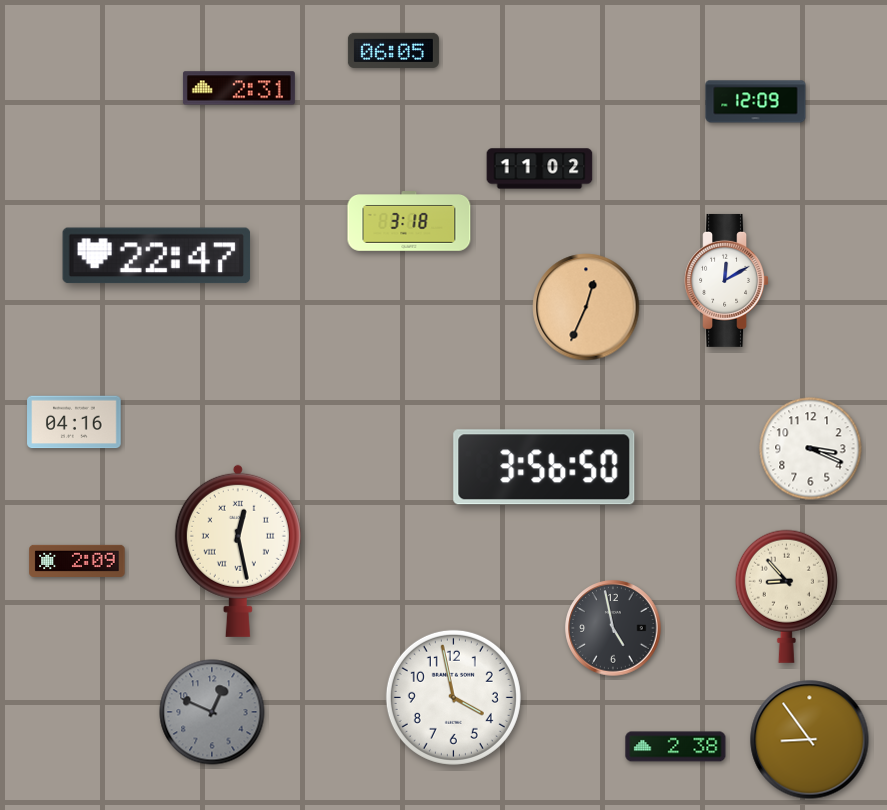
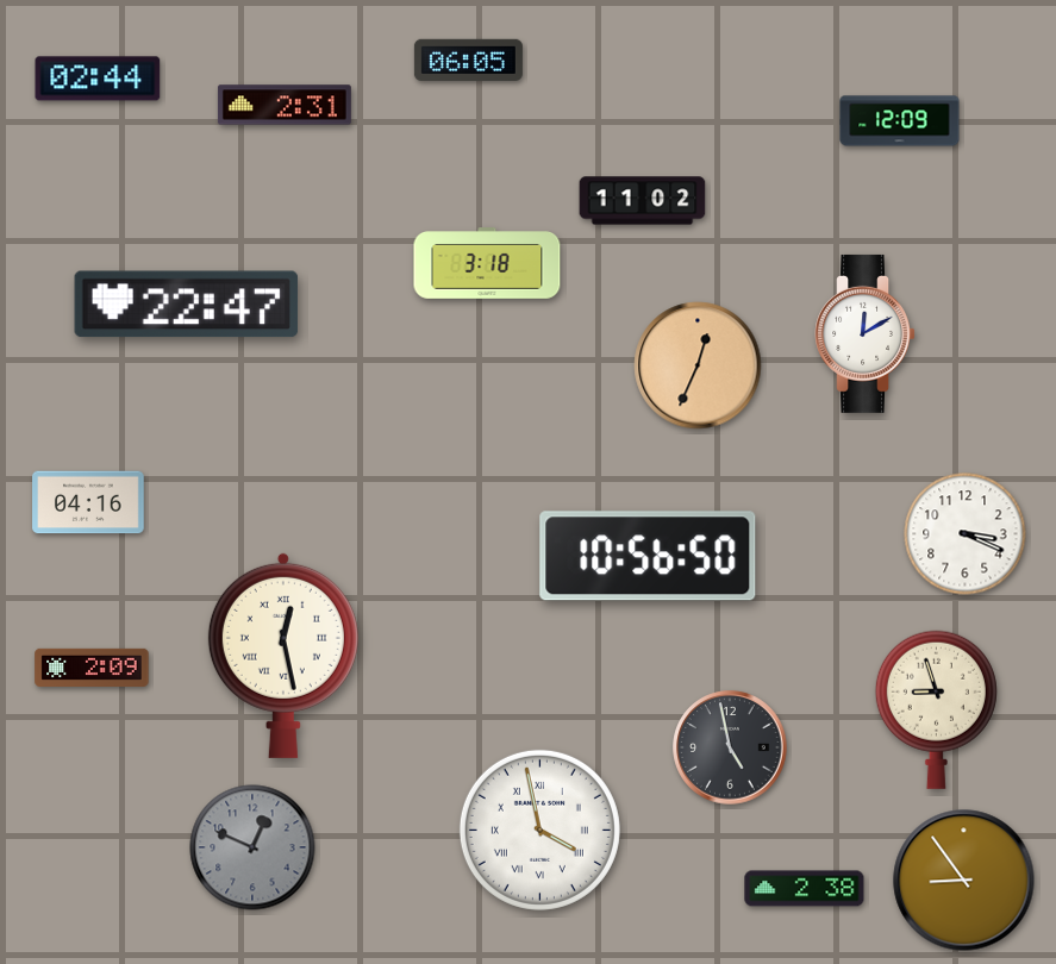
clock at (98, 79): none -> 02:44
clock at (544, 467): 3:56 -> 10:56
clock at (786, 596): 8:53 -> 8:57
clock at (453, 697) numerals: Arabic -> Roman
